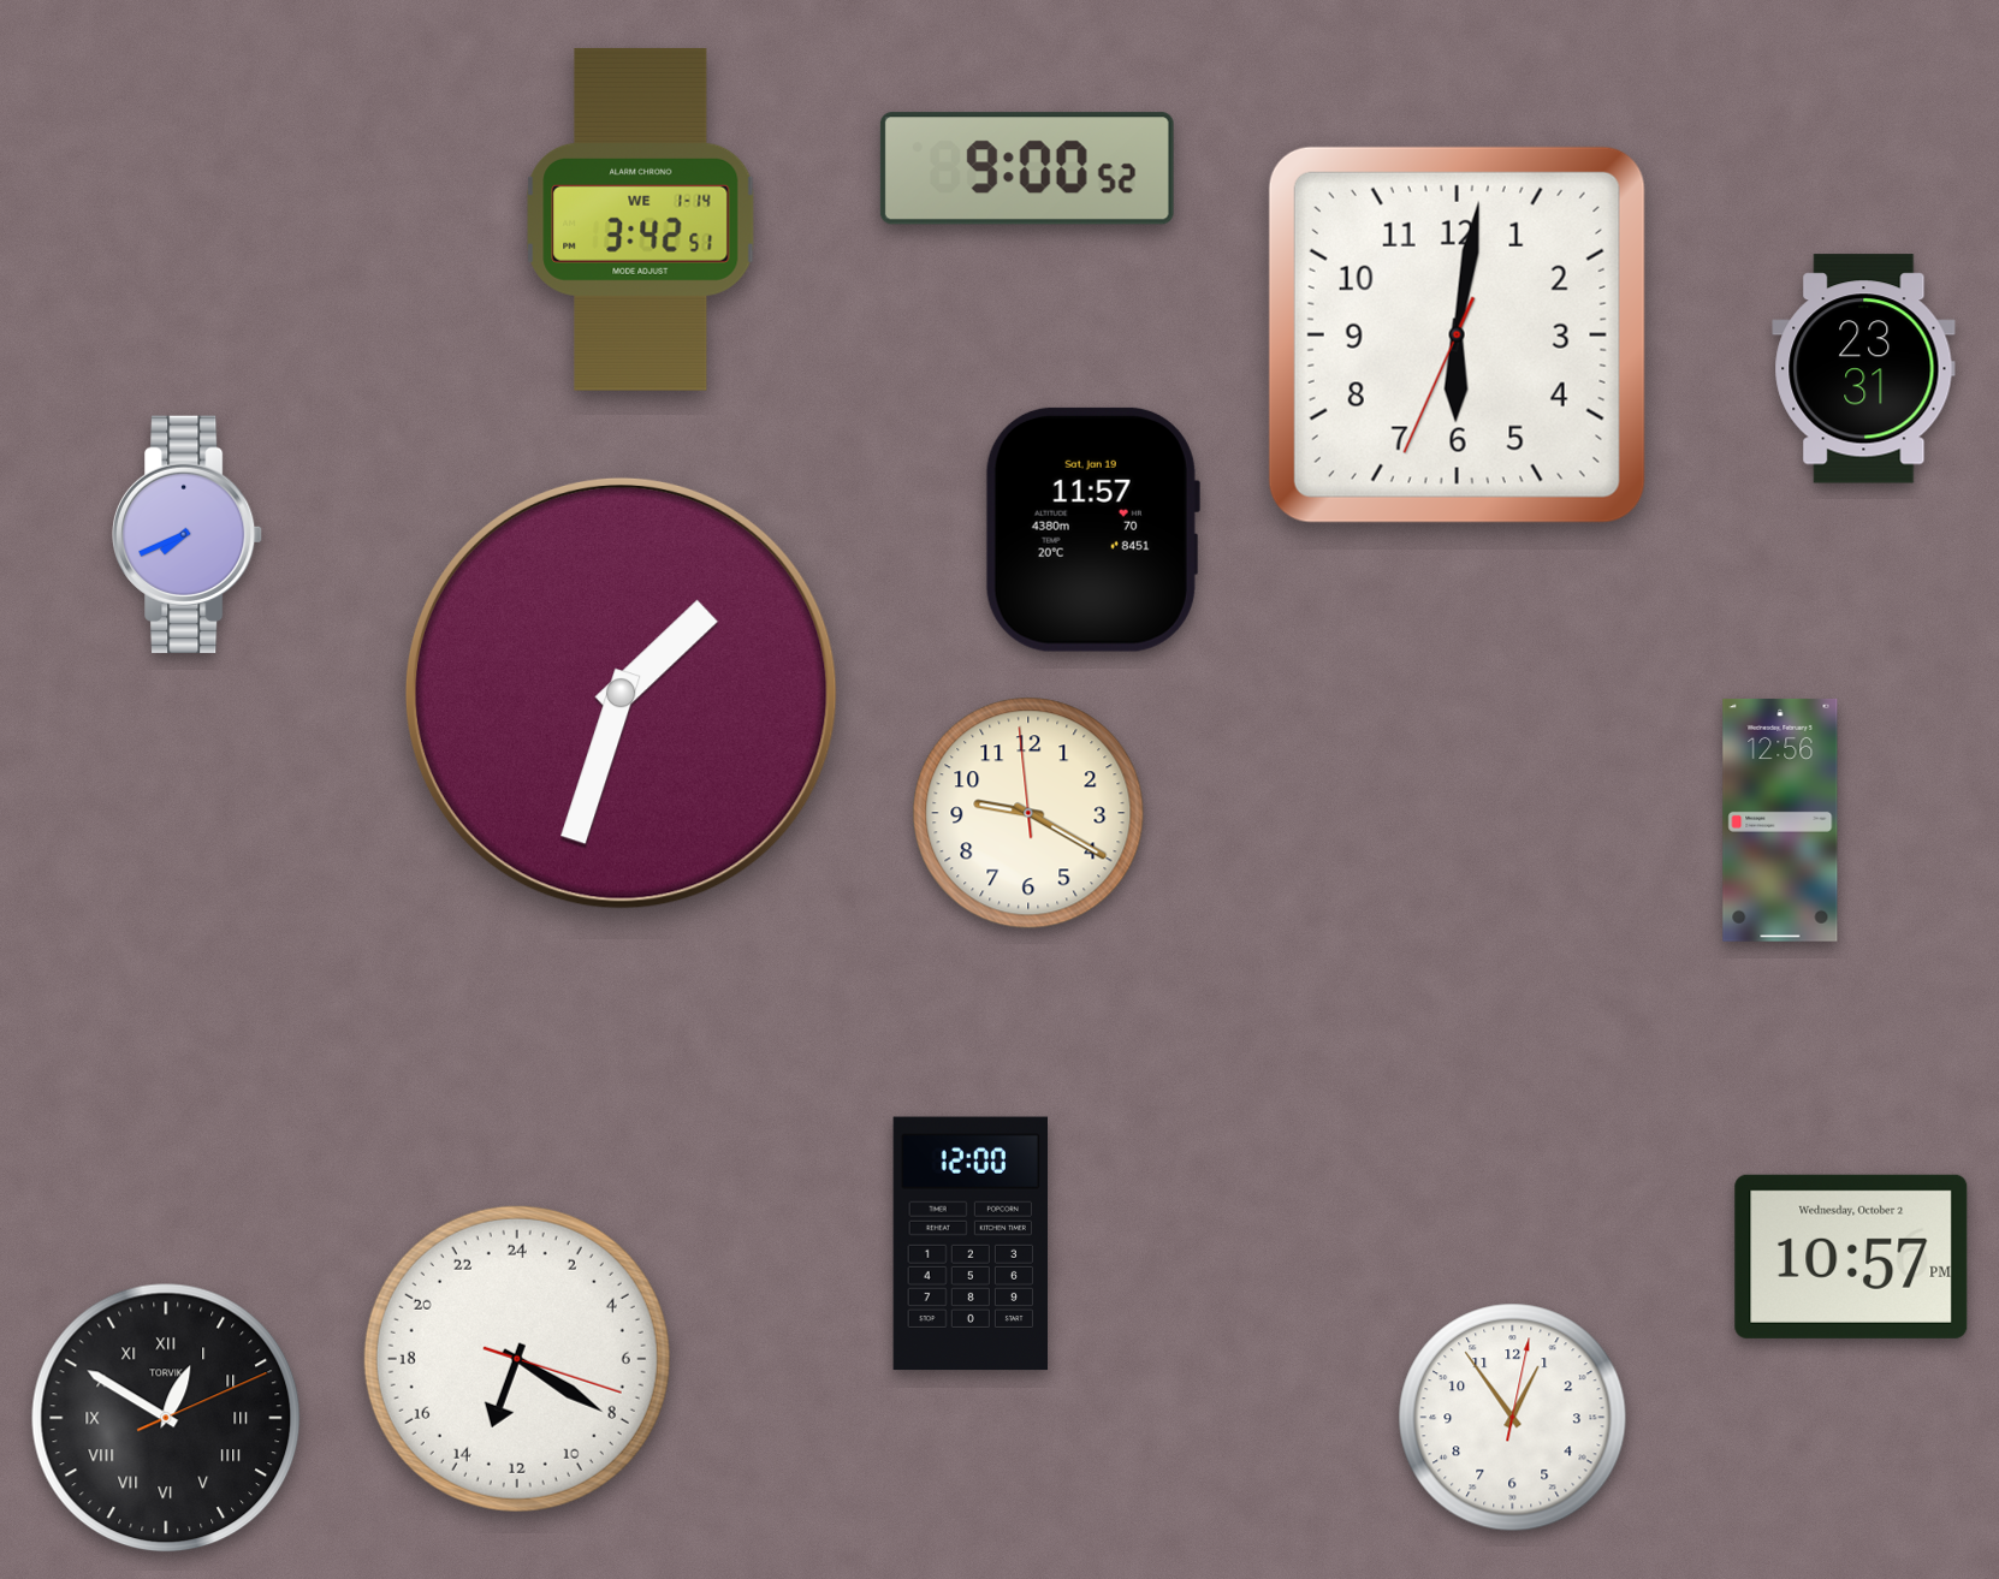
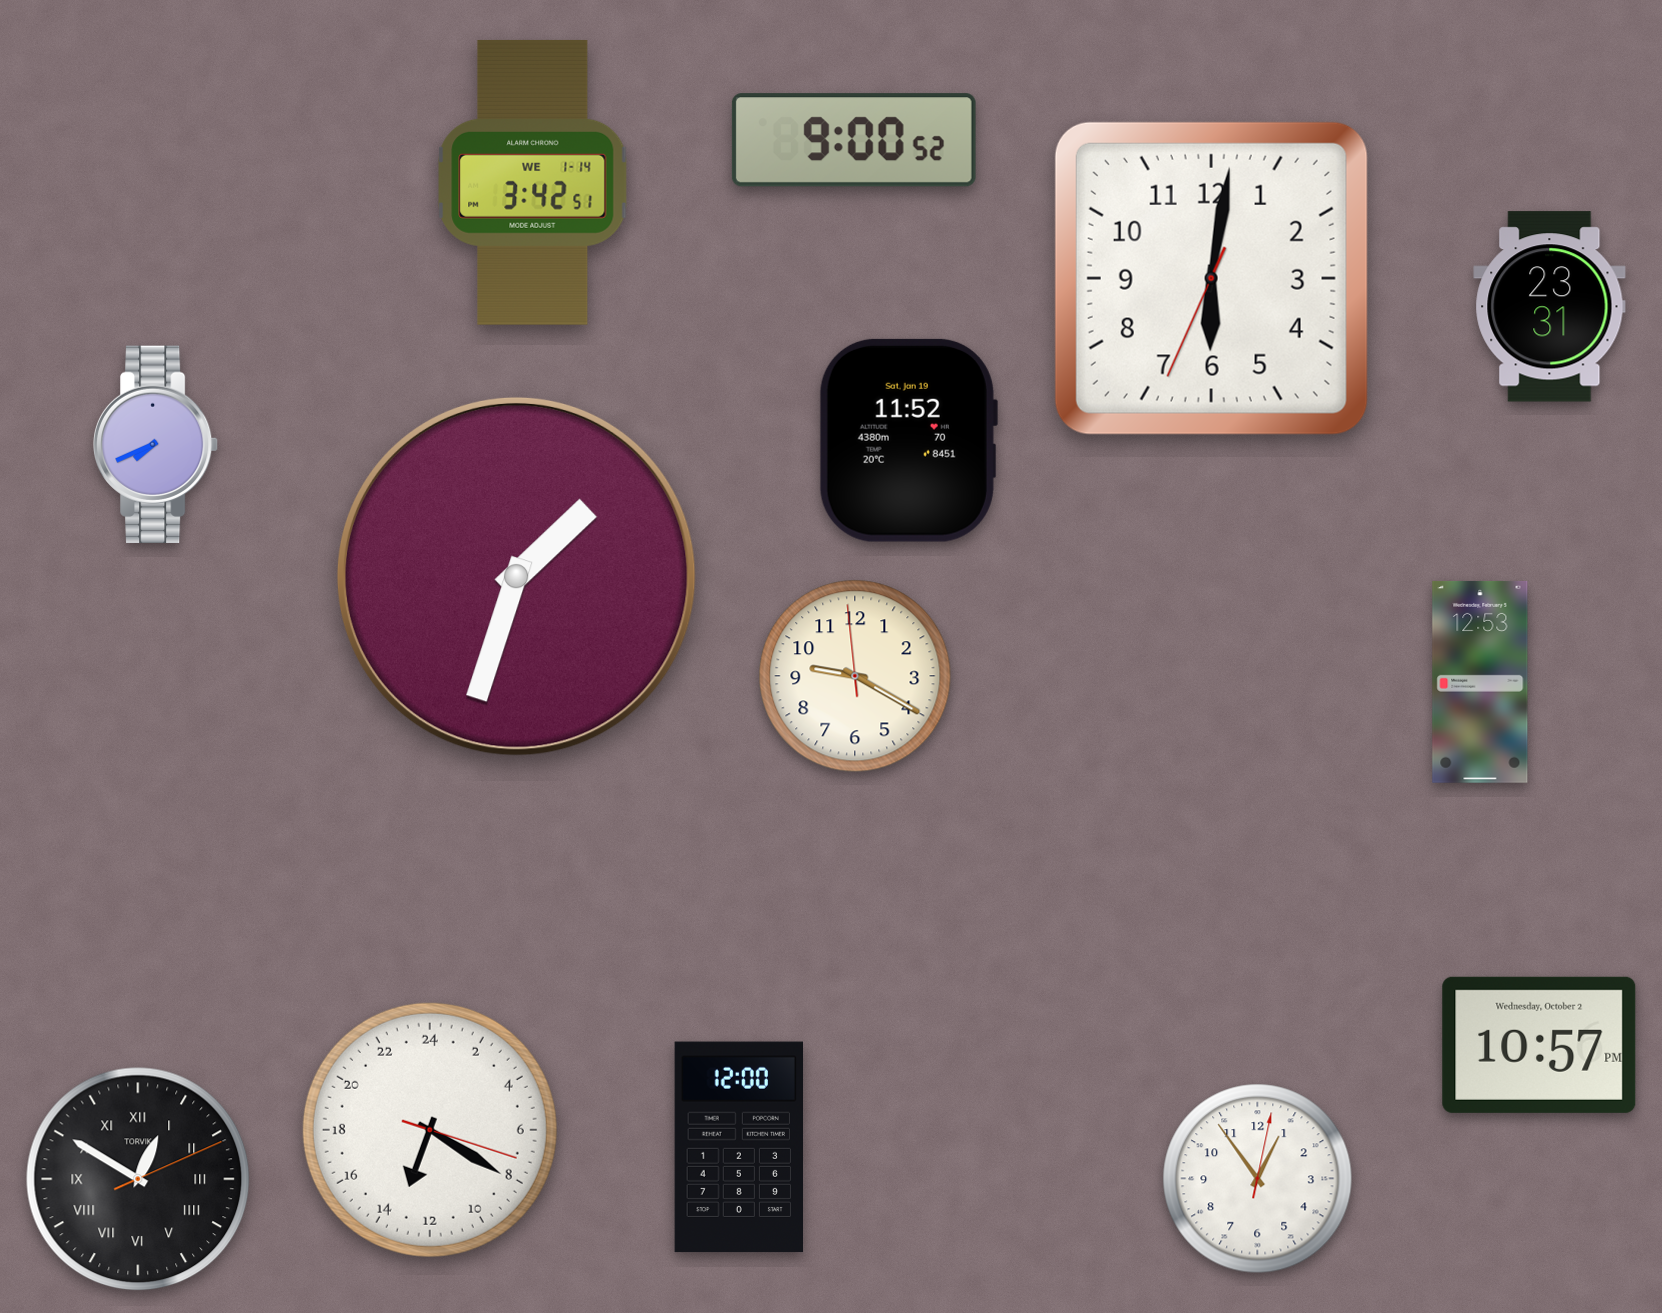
clock at (1092, 529): 11:57 -> 11:52
clock at (1780, 820): 12:56 -> 12:53
clock at (971, 1243) position: (971, 1243) -> (739, 1147)
